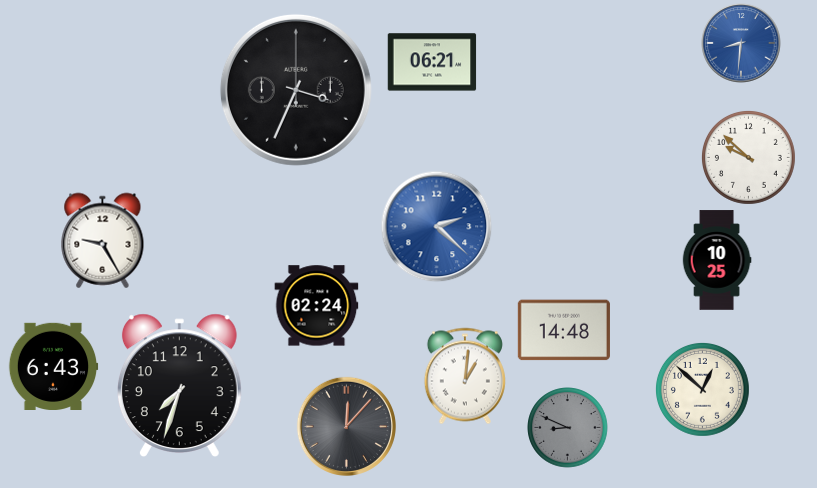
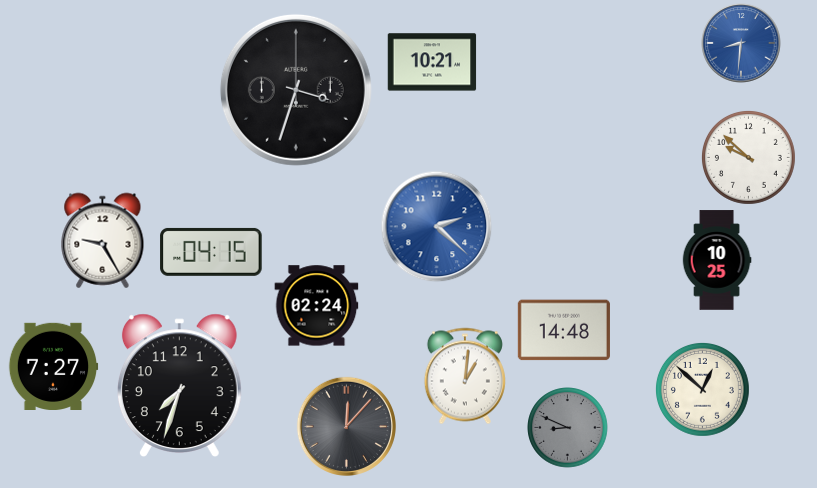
clock at (432, 62): 06:21 -> 10:21
clock at (296, 90): 3:34 -> 3:33
clock at (211, 252): none -> 04:15
clock at (53, 366): 6:43 -> 7:27
